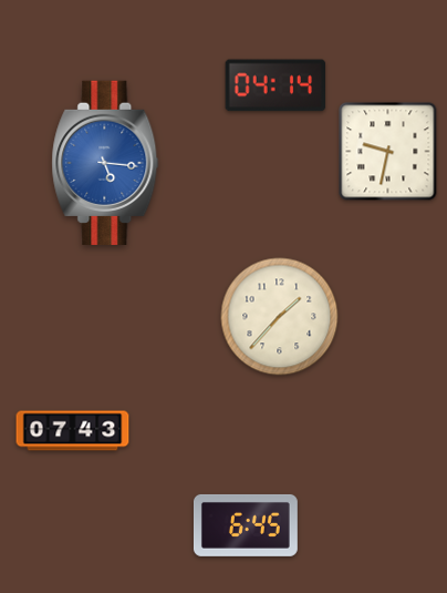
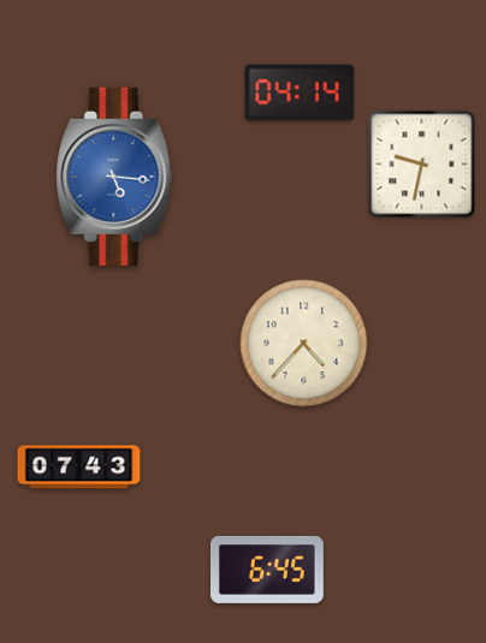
clock at (280, 317): 1:37 -> 4:37
